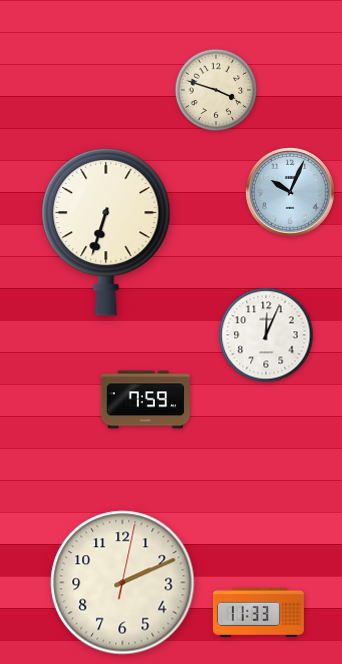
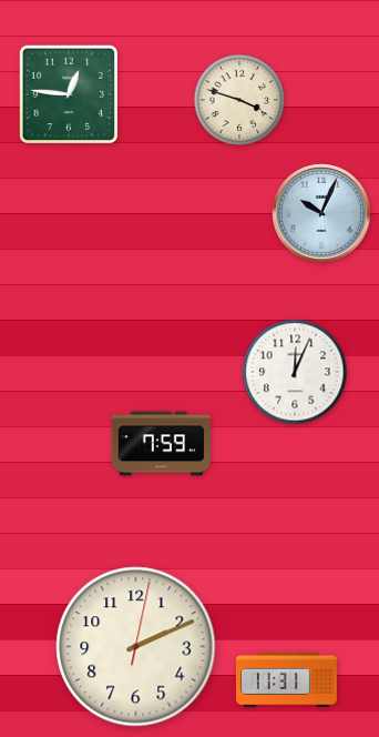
clock at (69, 94): none -> 12:46
clock at (106, 232): 6:33 -> none
clock at (258, 612): 11:33 -> 11:31
